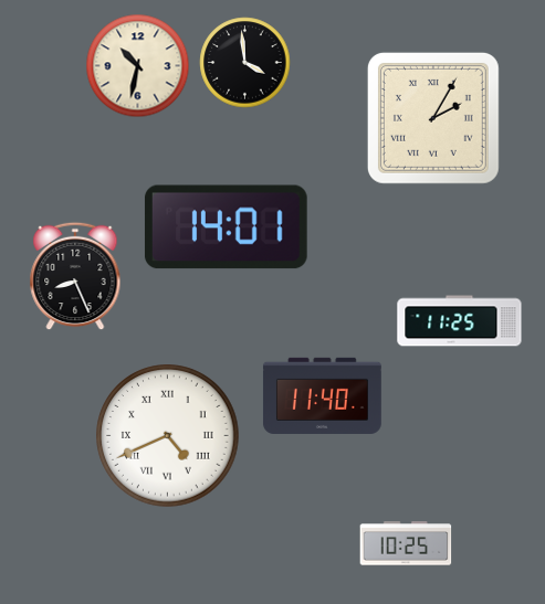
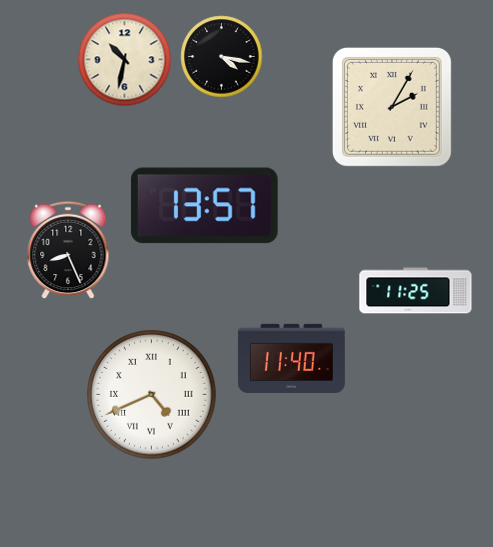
clock at (245, 63): 3:59 -> 4:17
clock at (226, 227): 14:01 -> 13:57
clock at (406, 543): 10:25 -> none
